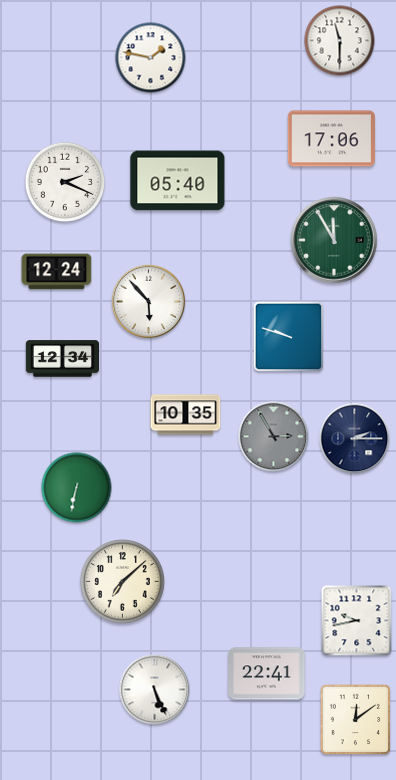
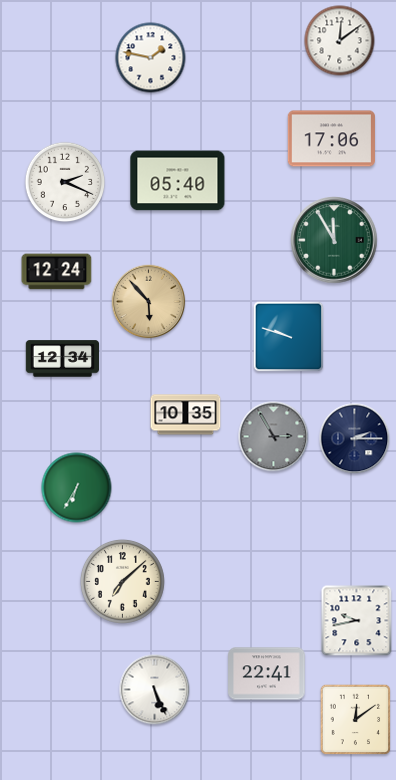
clock at (340, 41): 11:30 -> 12:09
clock at (149, 302) dial: white -> champagne
clock at (77, 488): 6:32 -> 6:35
